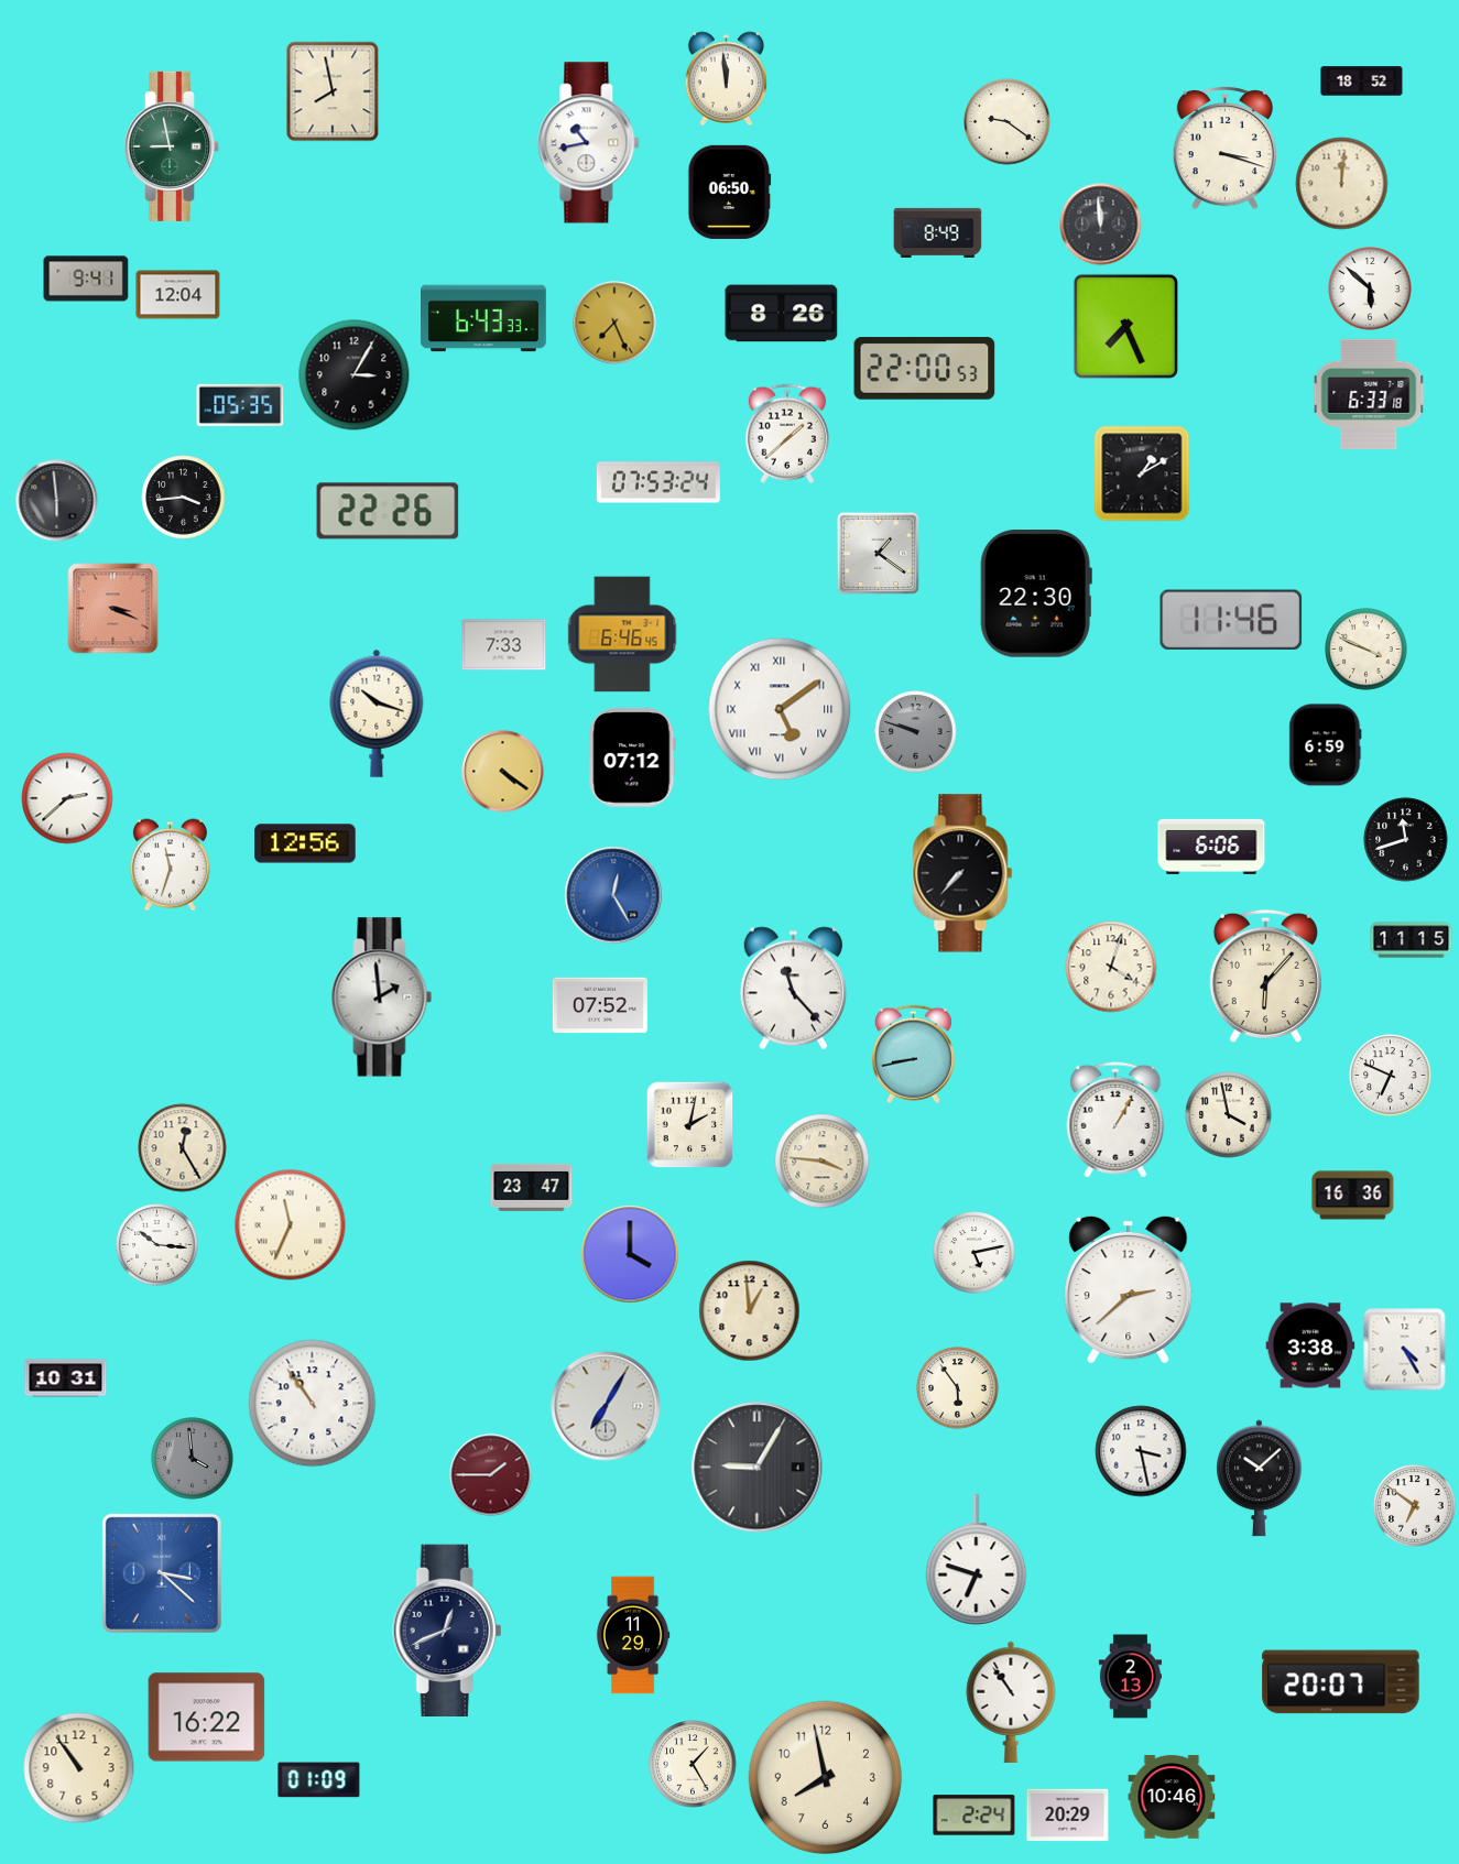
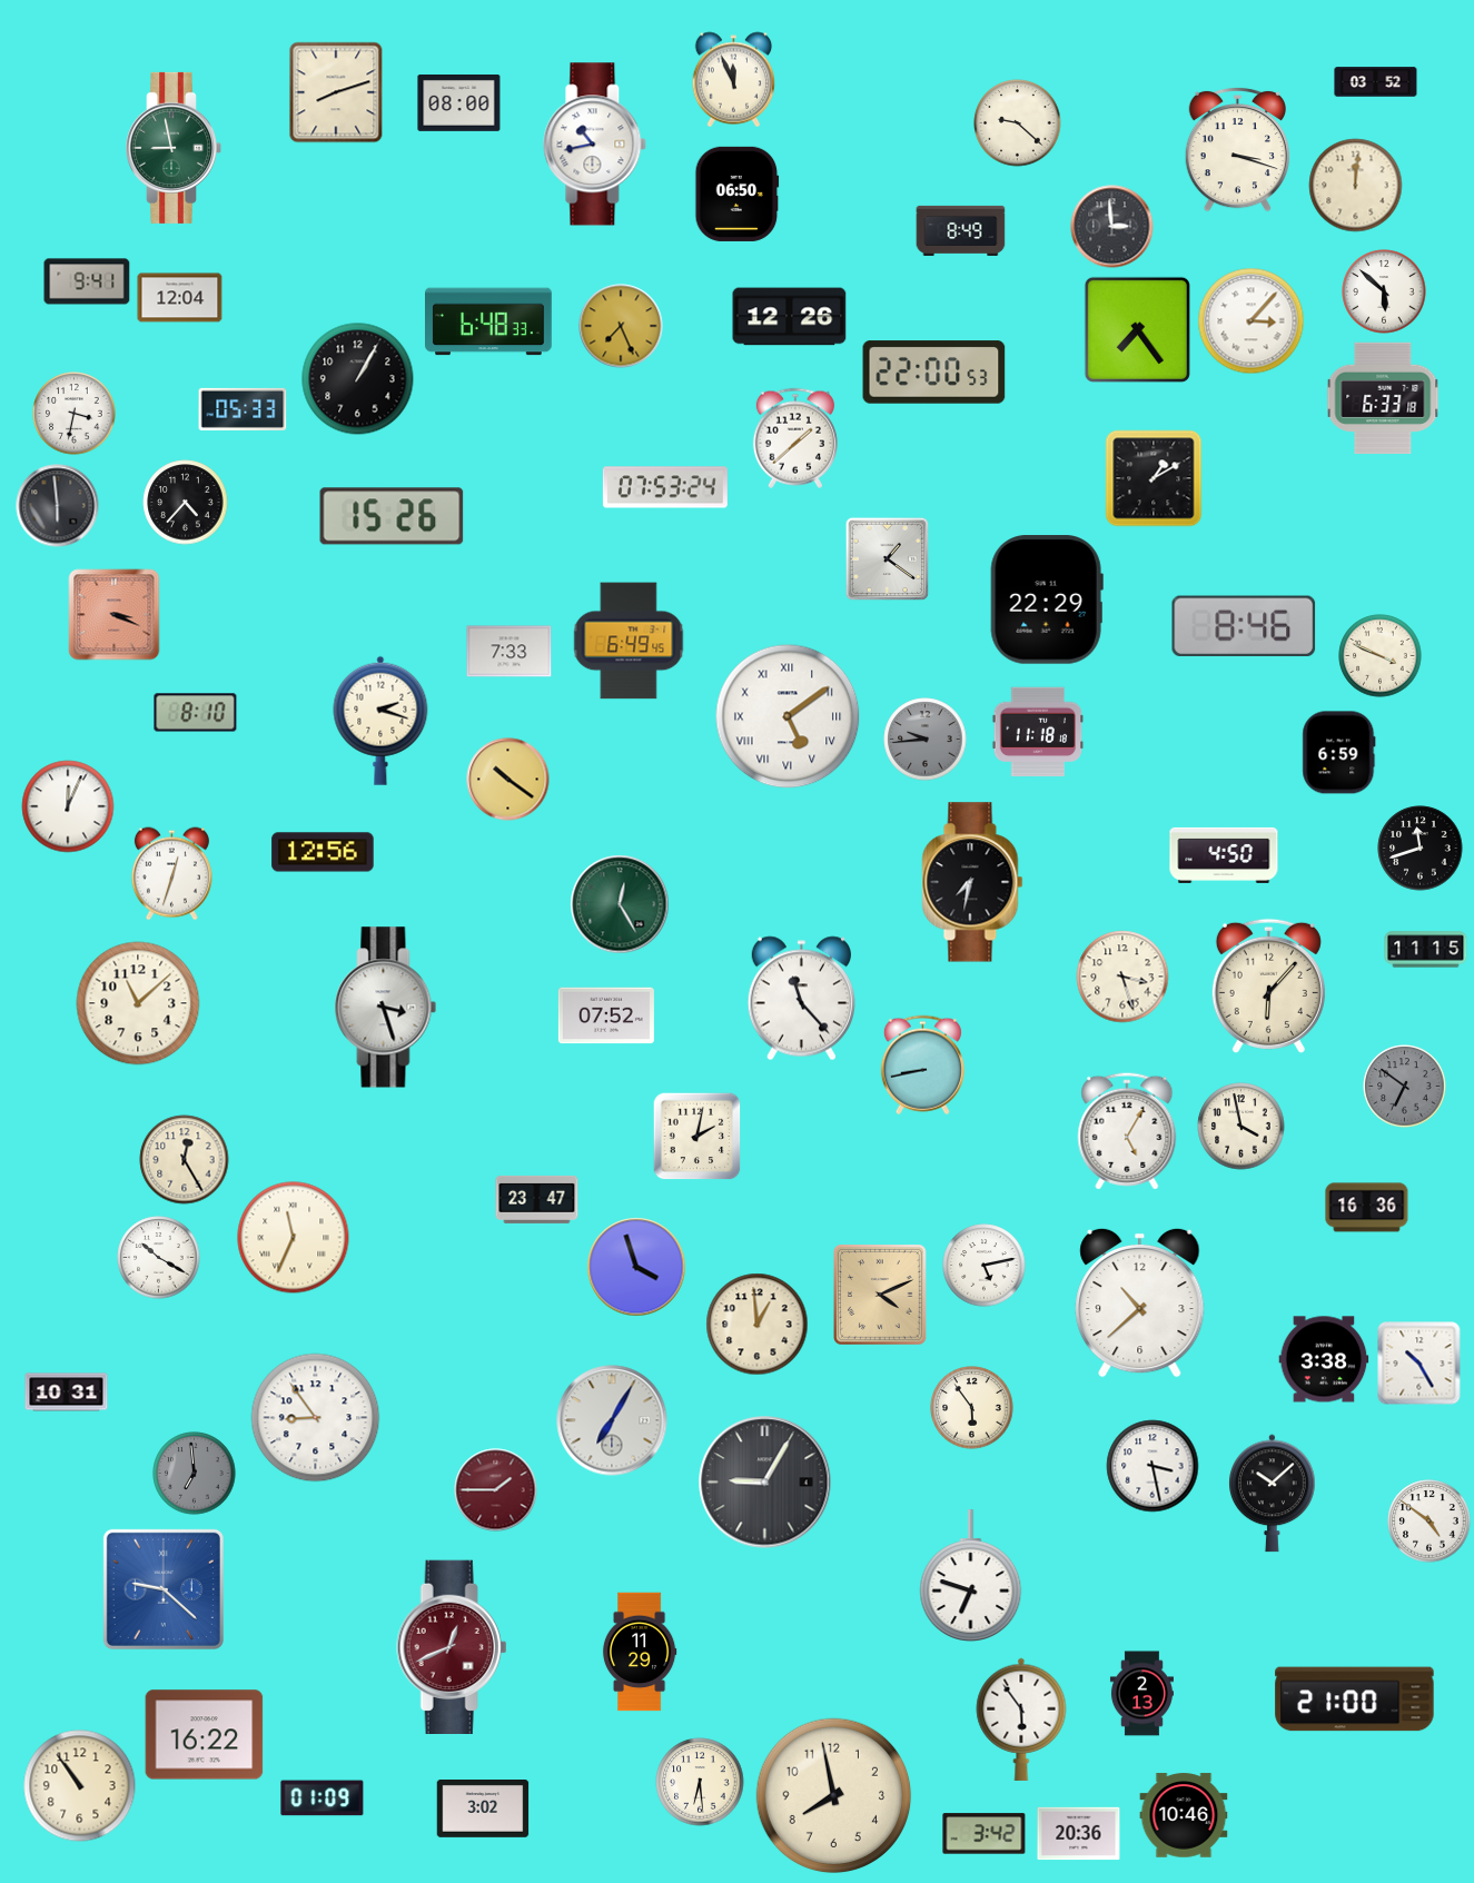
clock at (727, 79): 11:59 -> 11:56
clock at (1362, 81): 18:52 -> 03:52
clock at (333, 91): 7:58 -> 8:12
clock at (459, 103): none -> 08:00
clock at (1008, 122): 9:21 -> 9:22
clock at (1101, 225): 11:59 -> 2:59
clock at (938, 232) position: (938, 232) -> (961, 230)
clock at (782, 314): 8:26 -> 12:26
clock at (484, 318): 6:43 -> 6:48
clock at (1252, 321): none -> 3:07
clock at (1125, 326): 7:26 -> 7:24
clock at (355, 375): 3:05 -> 1:05
clock at (240, 405): 05:35 -> 05:33
clock at (75, 414): none -> 3:32
clock at (184, 498): 3:44 -> 4:37
clock at (388, 511): 22:26 -> 15:26
clock at (1036, 593): 22:30 -> 22:29
clock at (1231, 620): 11:46 -> 8:46
clock at (622, 634): 6:46 -> 6:49
clock at (196, 713): none -> 8:10
clock at (377, 713): 10:18 -> 2:18
clock at (1038, 732): none -> 11:18
clock at (916, 732): 9:48 -> 9:44
clock at (632, 757): 07:12 -> none
clock at (503, 772): 4:21 -> 10:21
clock at (67, 798): 2:38 -> 12:04
clock at (305, 843) position: (305, 843) -> (323, 852)
clock at (1211, 847): 6:06 -> 4:50
clock at (170, 865): 11:33 -> 12:33
clock at (962, 873): 7:37 -> 7:32
clock at (613, 895) dial: blue -> green
clock at (1111, 967): 4:03 -> 3:27
clock at (1265, 975) position: (1265, 975) -> (1268, 985)
clock at (138, 1003): none -> 11:08
clock at (382, 998): 1:59 -> 3:27
clock at (1391, 1076): 6:49 -> 6:51
clock at (1391, 1076) dial: white -> grey
clock at (1115, 1120): 1:05 -> 5:05
clock at (823, 1162): 3:46 -> none
clock at (157, 1245): 10:16 -> 10:20
clock at (630, 1254): 4:00 -> 3:57
clock at (881, 1296): none -> 4:11
clock at (1129, 1289): 2:38 -> 10:38
clock at (1405, 1350): 4:25 -> 10:25
clock at (958, 1388) position: (958, 1388) -> (972, 1408)
clock at (313, 1404): 10:54 -> 8:54
clock at (193, 1459): 3:59 -> 6:59
clock at (1415, 1506): 6:51 -> 4:51
clock at (977, 1560) position: (977, 1560) -> (971, 1576)
clock at (162, 1573): 3:22 -> 9:22
clock at (447, 1629) dial: navy -> burgundy
clock at (1341, 1682): 20:07 -> 21:00
clock at (1011, 1702): 10:54 -> 5:54
clock at (207, 1718) position: (207, 1718) -> (205, 1735)
clock at (693, 1764): 1:25 -> 6:29
clock at (483, 1810): none -> 3:02
clock at (975, 1816): 2:24 -> 3:42
clock at (1068, 1816): 20:29 -> 20:36
